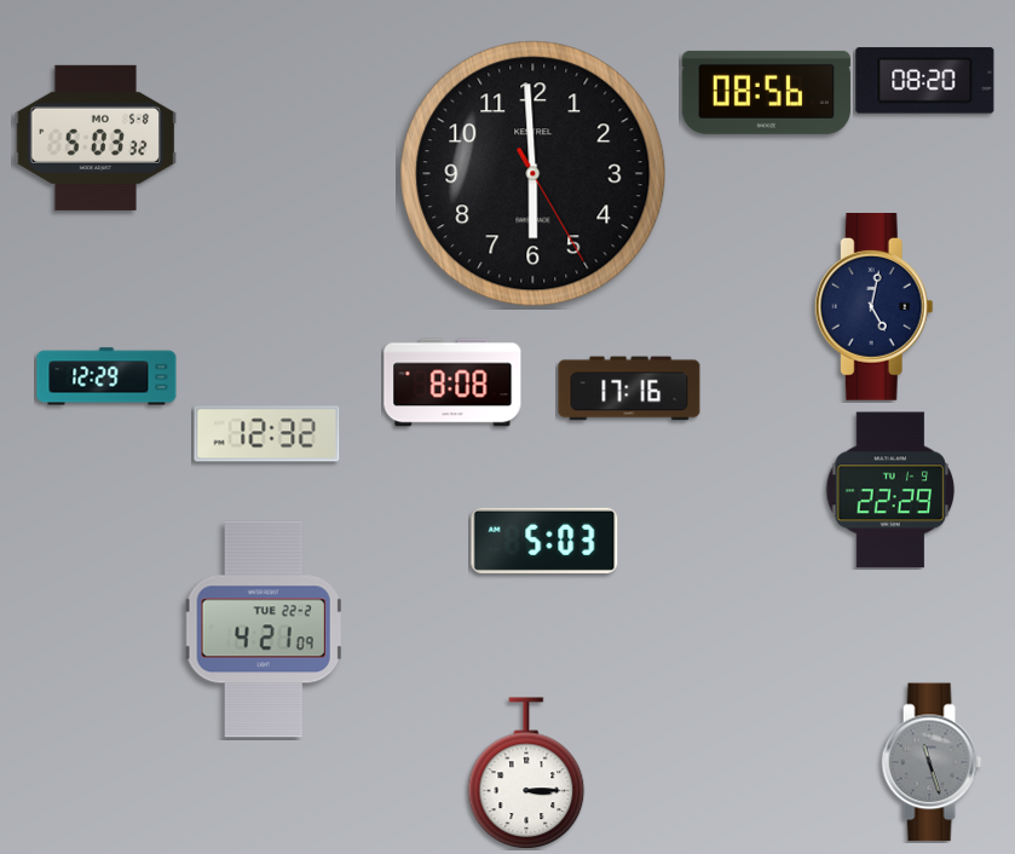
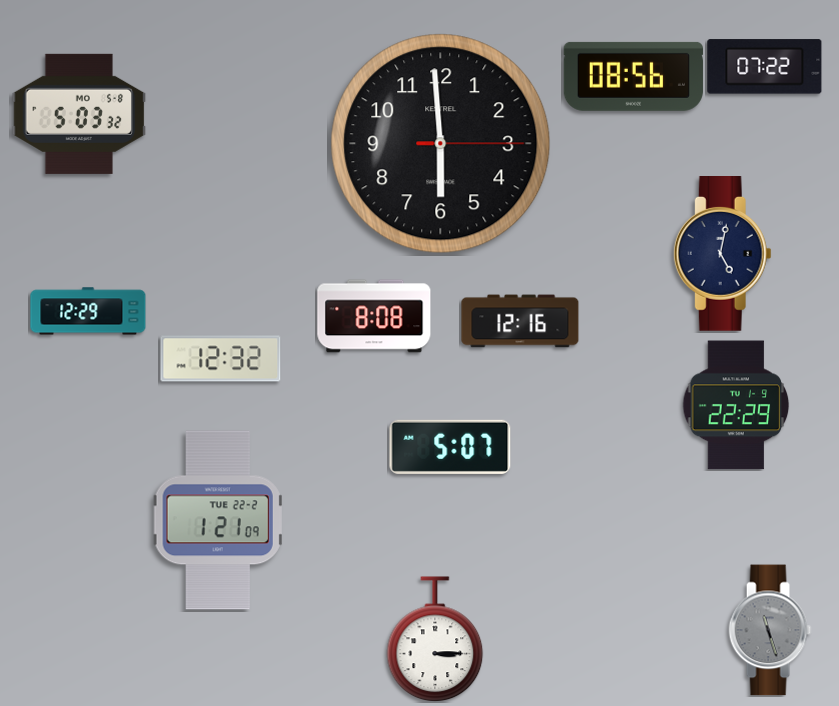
clock at (925, 81): 08:20 -> 07:22
clock at (534, 174): 5:59:25 -> 5:59:15
clock at (629, 388): 17:16 -> 12:16
clock at (544, 541): 5:03 -> 5:07
clock at (264, 629): 4:21 -> 1:21
